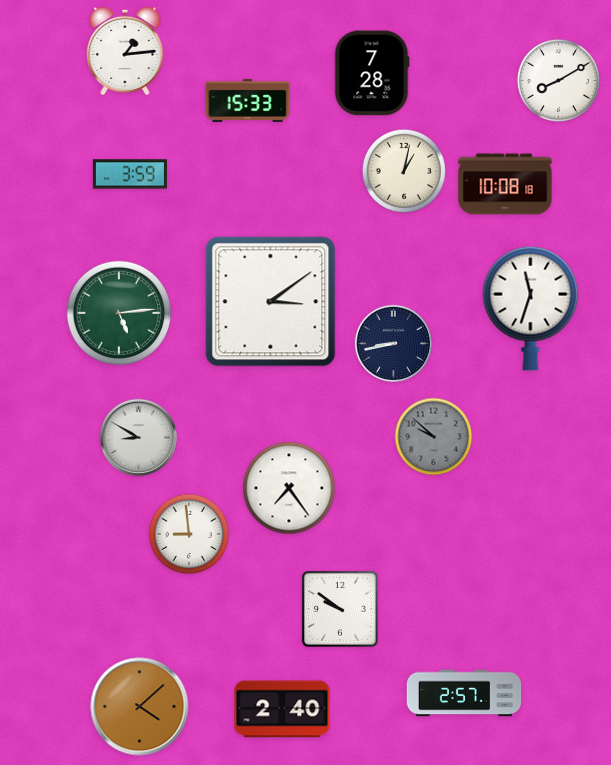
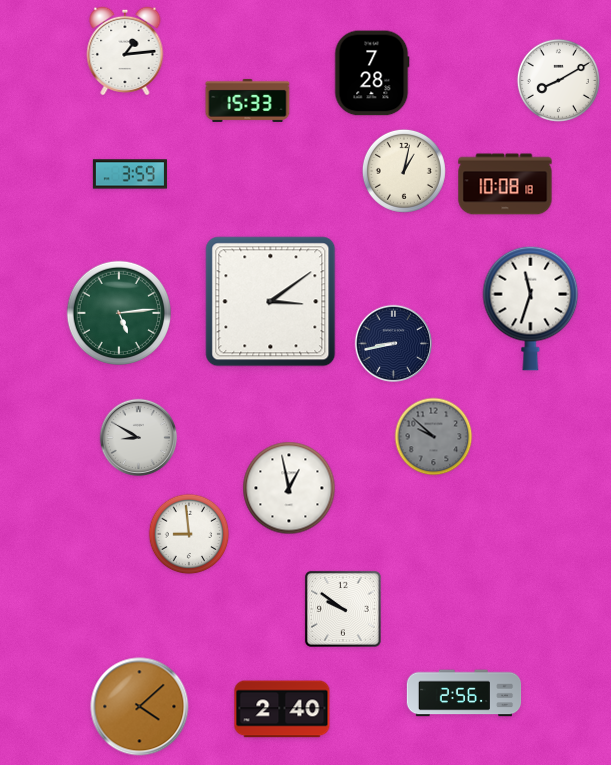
clock at (289, 488): 7:24 -> 12:58
clock at (340, 609) position: (340, 609) -> (343, 609)
clock at (464, 693): 2:57 -> 2:56
